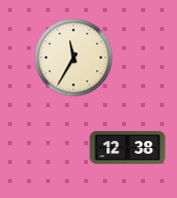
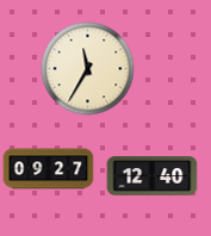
clock at (49, 169): none -> 09:27
clock at (128, 148): 12:38 -> 12:40
